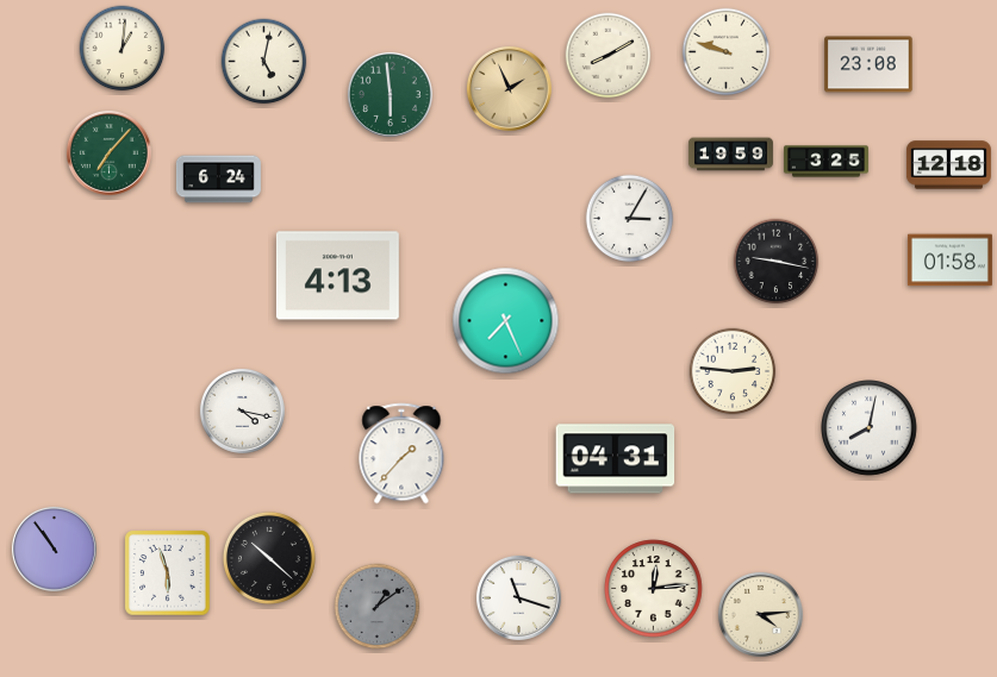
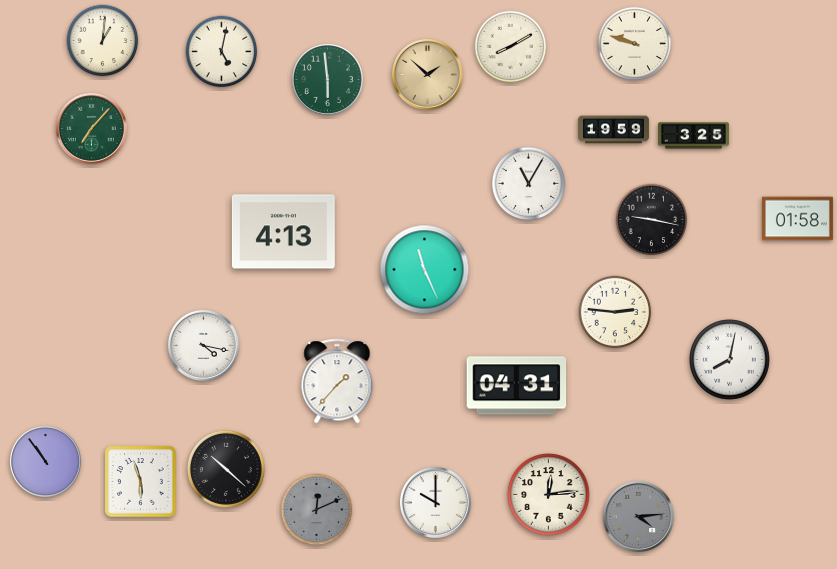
clock at (727, 52) position: (727, 52) -> (635, 44)
clock at (868, 64): 23:08 -> none
clock at (509, 88): 1:56 -> 1:52
clock at (948, 165): 12:18 -> none
clock at (218, 180): 6:24 -> none
clock at (630, 219): 3:05 -> 11:05
clock at (506, 321): 7:26 -> 11:26
clock at (518, 597): 11:18 -> 10:00
clock at (378, 607): 1:09 -> 12:11
clock at (760, 614) dial: cream -> grey
